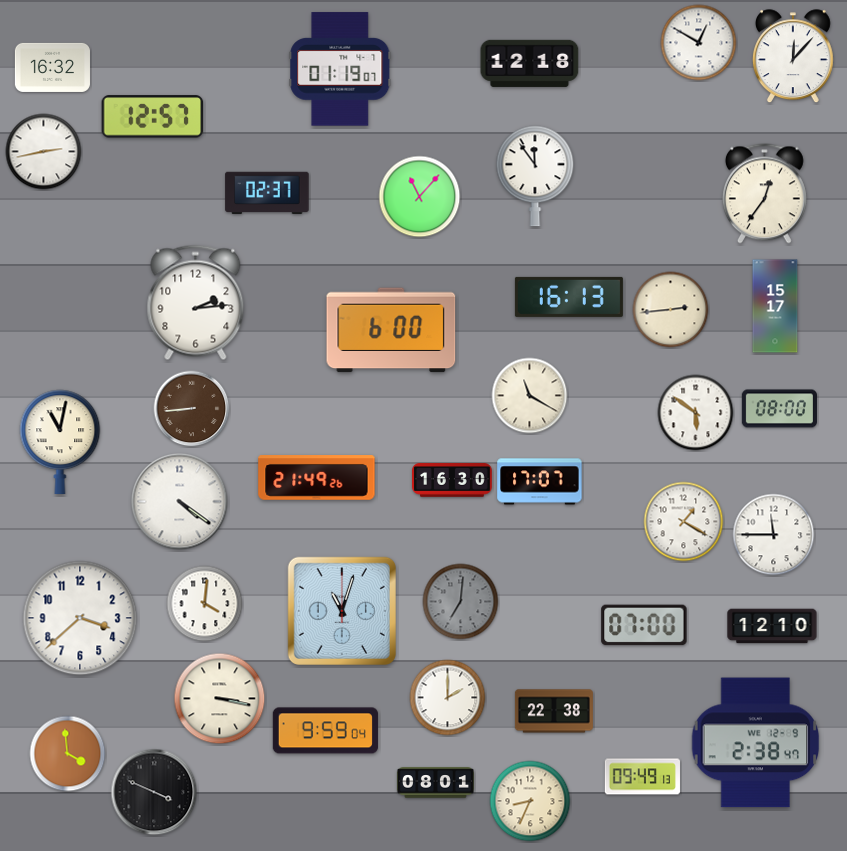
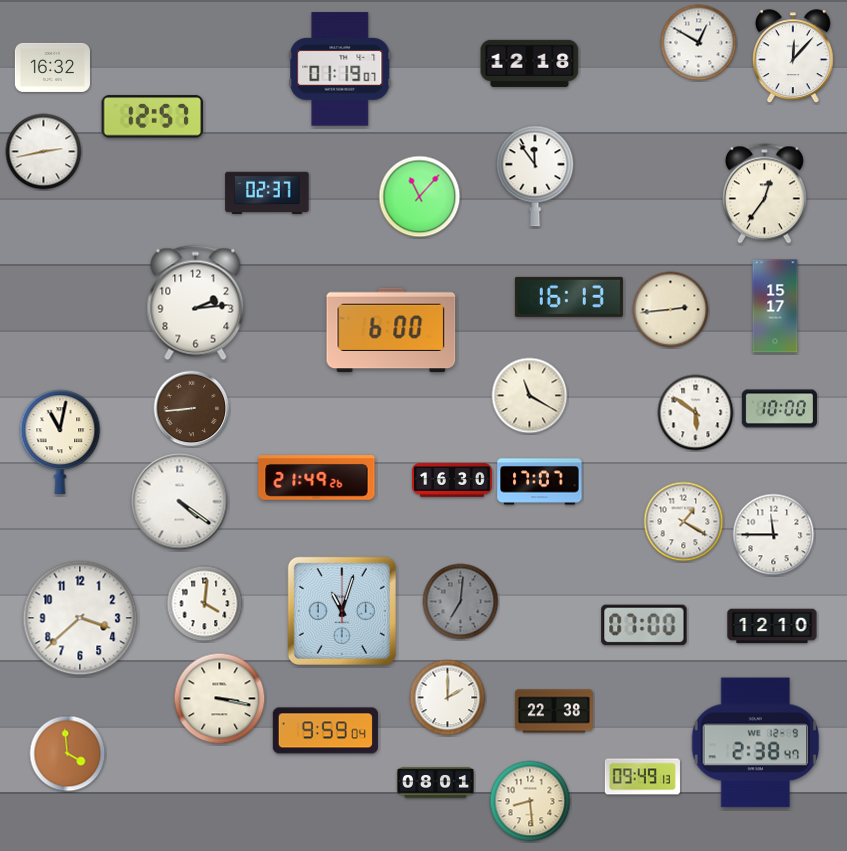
clock at (779, 409): 08:00 -> 10:00
clock at (154, 792): 3:49 -> none
clock at (530, 801): 8:34 -> 8:29
